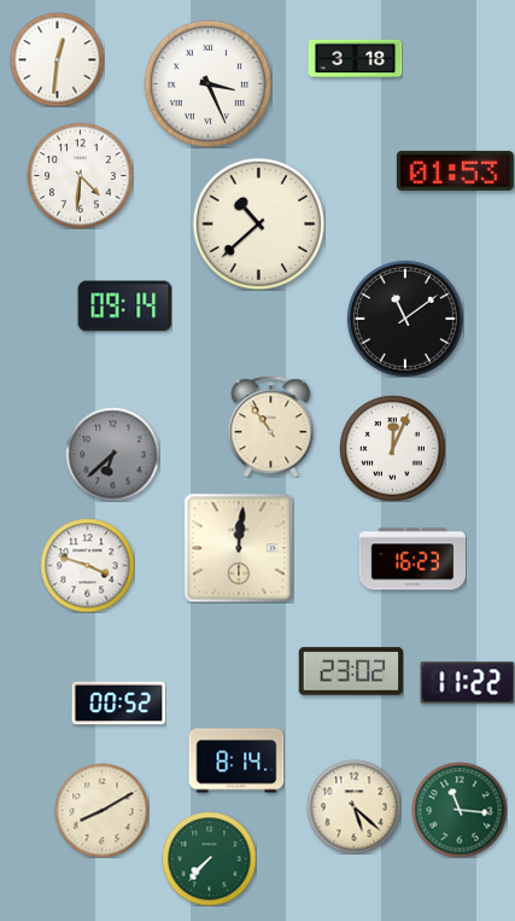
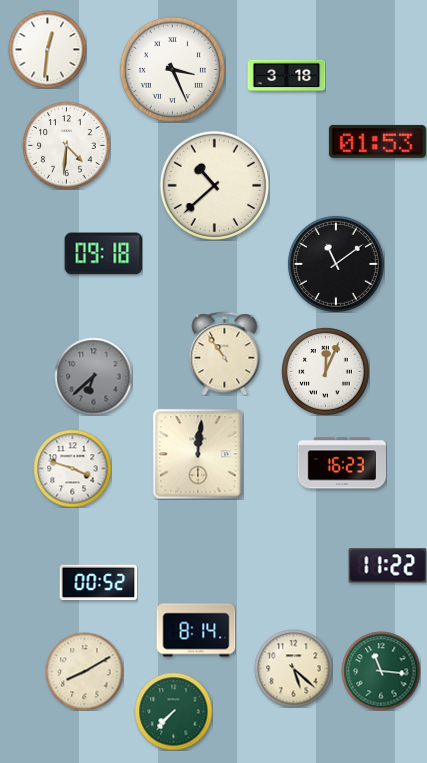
clock at (355, 59) position: (355, 59) -> (286, 76)
clock at (124, 307): 09:14 -> 09:18
clock at (351, 671): 23:02 -> none
